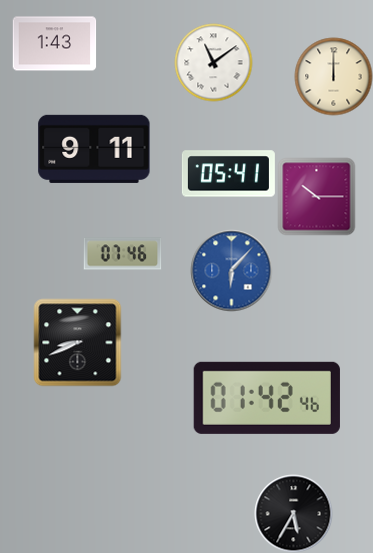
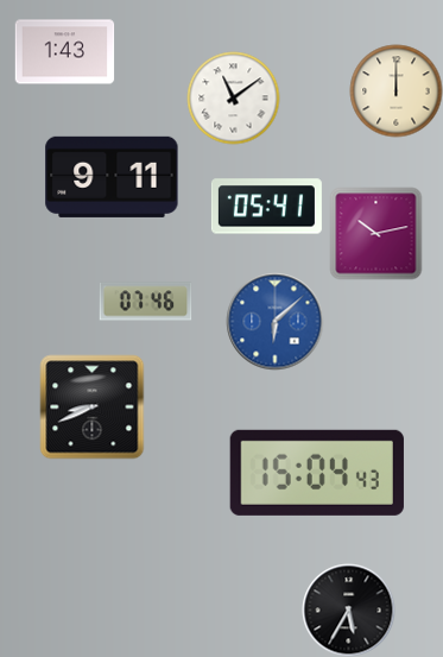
clock at (213, 62) position: (213, 62) -> (233, 97)
clock at (228, 174) position: (228, 174) -> (266, 207)
clock at (316, 196): 10:15 -> 10:13
clock at (231, 270): 6:07 -> 6:08
clock at (267, 398): 01:42 -> 15:04
